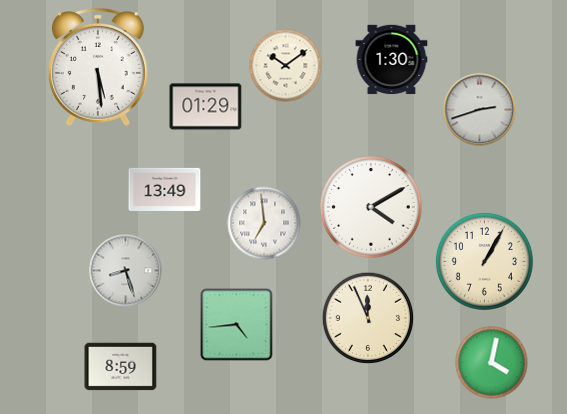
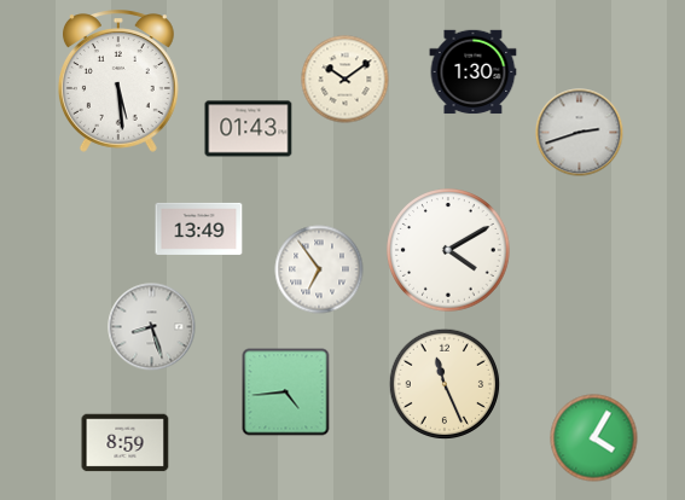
clock at (206, 107): 01:29 -> 01:43
clock at (264, 223): 6:59 -> 6:54
clock at (484, 261): 1:05 -> none
clock at (368, 318): 11:56 -> 11:26
clock at (492, 363): 4:02 -> 4:05
clock at (121, 367) position: (121, 367) -> (126, 443)
